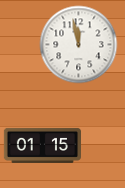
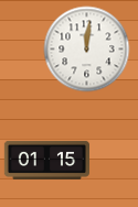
clock at (78, 44): 11:58 -> 12:01
